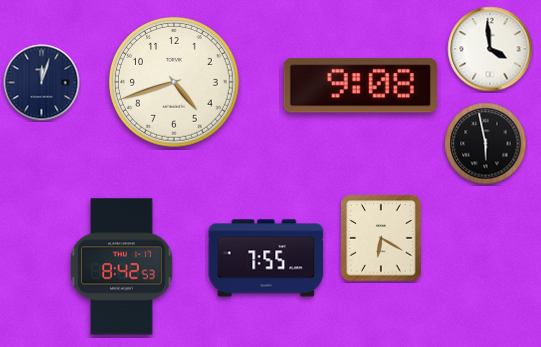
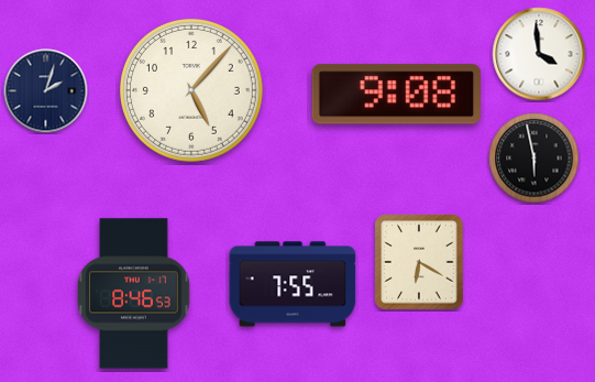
clock at (42, 83): 12:03 -> 2:03
clock at (175, 83): 4:42 -> 5:07
clock at (122, 267): 8:42 -> 8:46
